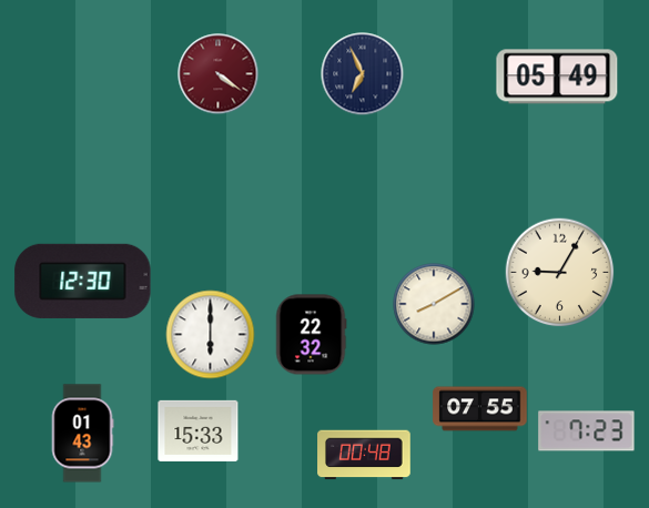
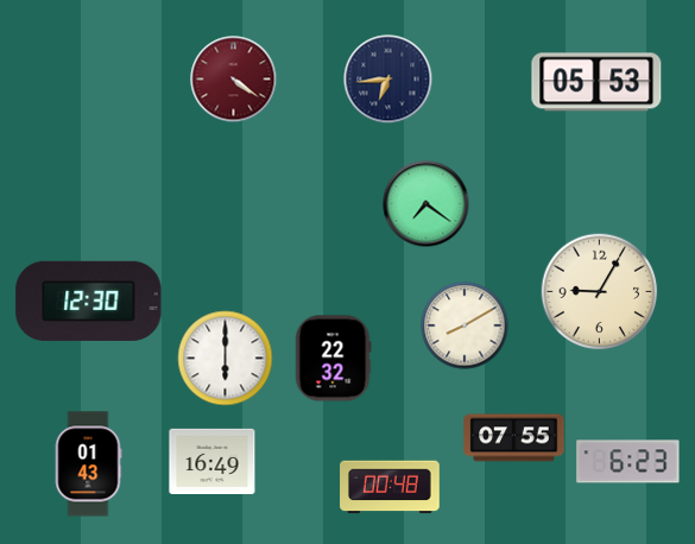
clock at (363, 74): 6:56 -> 6:44
clock at (557, 77): 05:49 -> 05:53
clock at (427, 204): none -> 7:21
clock at (199, 430): 15:33 -> 16:49
clock at (587, 431): 7:23 -> 6:23
